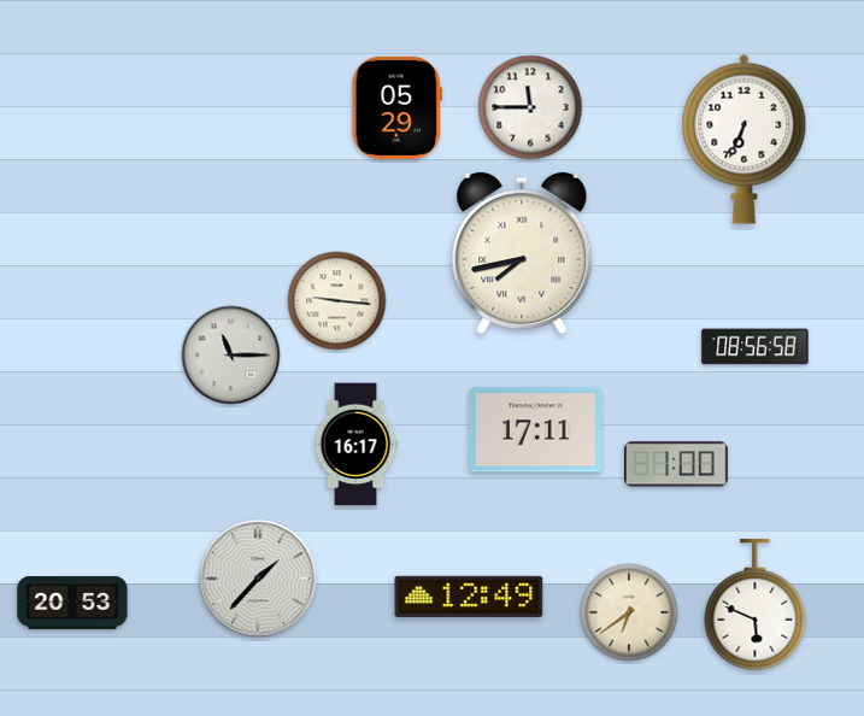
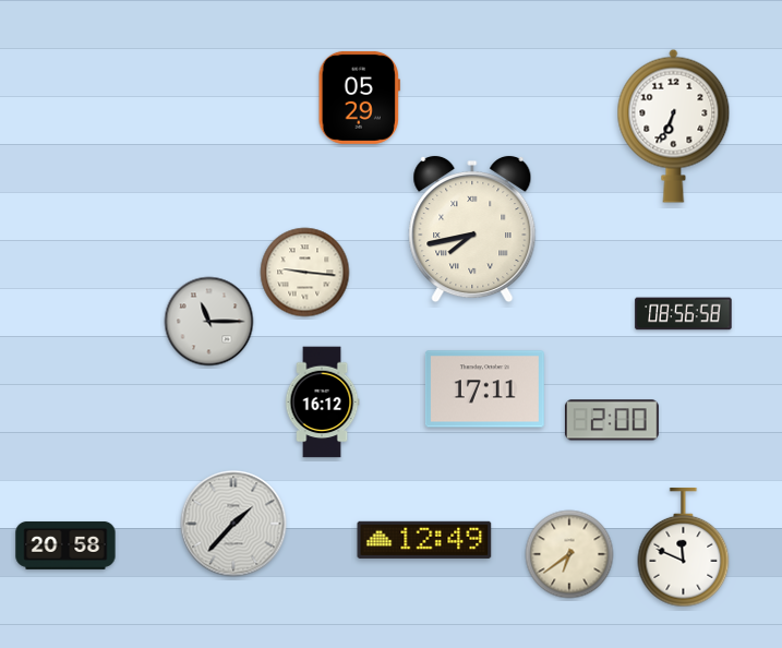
clock at (530, 107): 11:45 -> none
clock at (355, 445): 16:17 -> 16:12
clock at (676, 464): 1:00 -> 2:00
clock at (72, 603): 20:53 -> 20:58
clock at (756, 605): 5:49 -> 11:49
